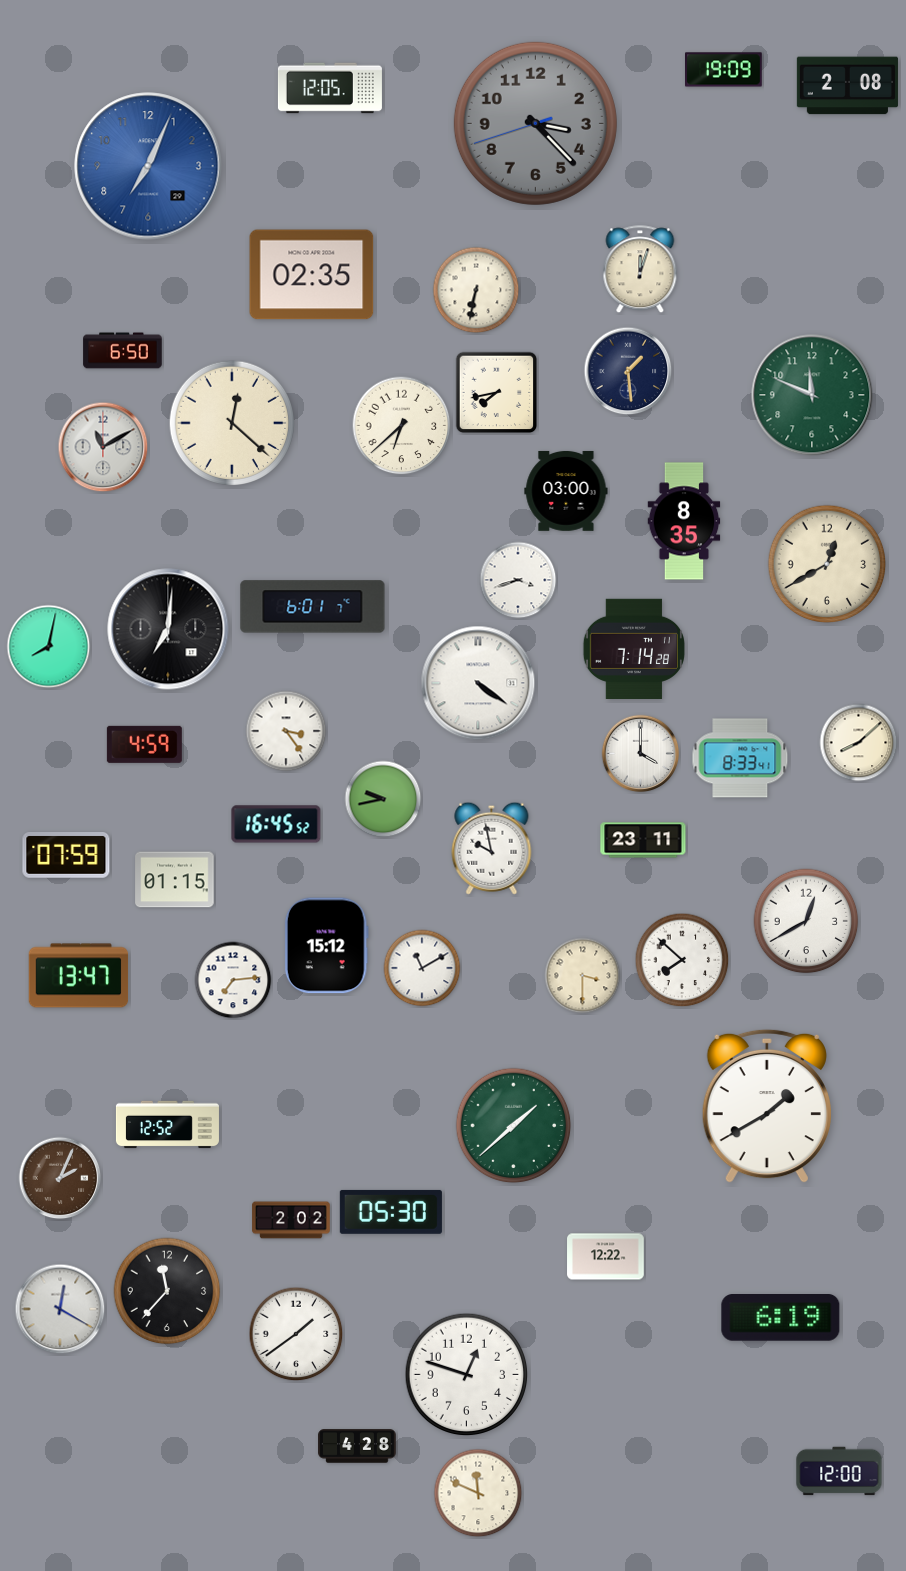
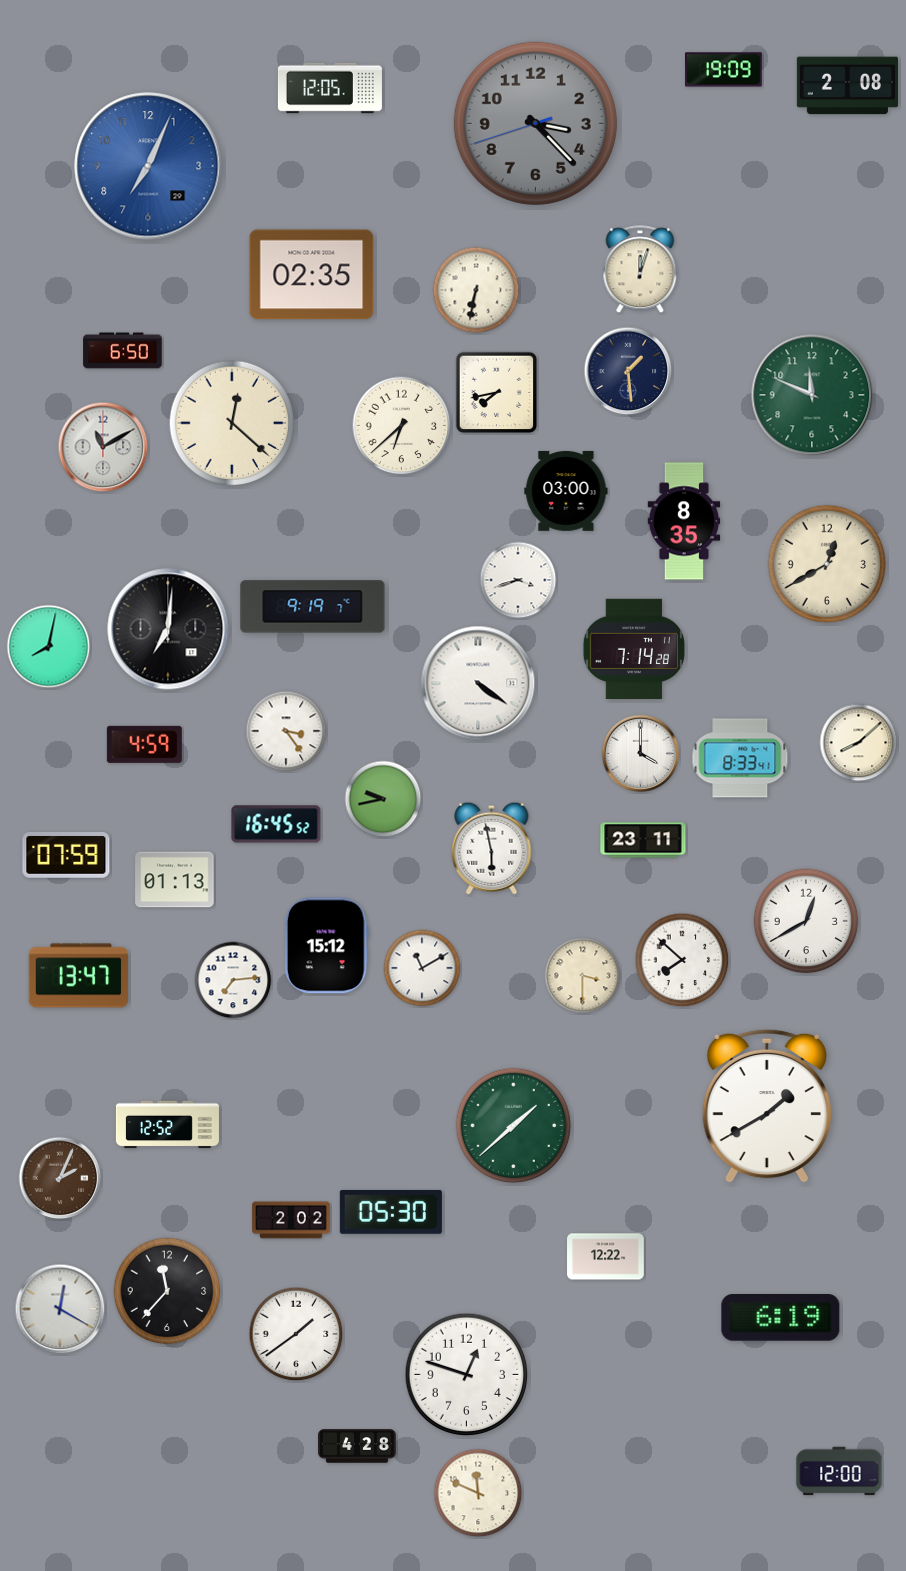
clock at (313, 607): 6:01 -> 9:19
clock at (492, 848): 9:58 -> 5:58
clock at (175, 880): 01:15 -> 01:13
